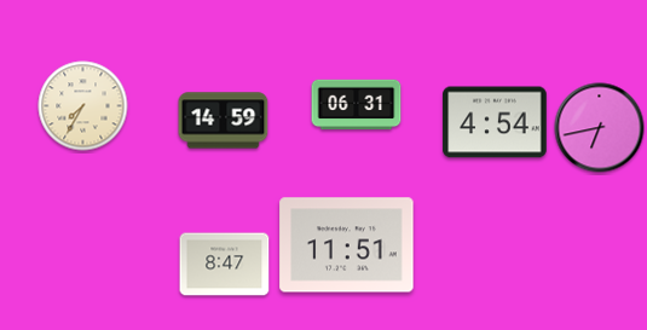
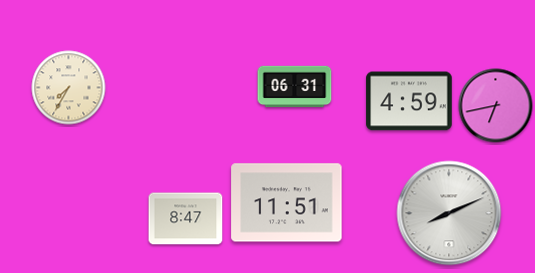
clock at (224, 121): 14:59 -> none
clock at (495, 122): 4:54 -> 4:59
clock at (449, 213): none -> 8:11
